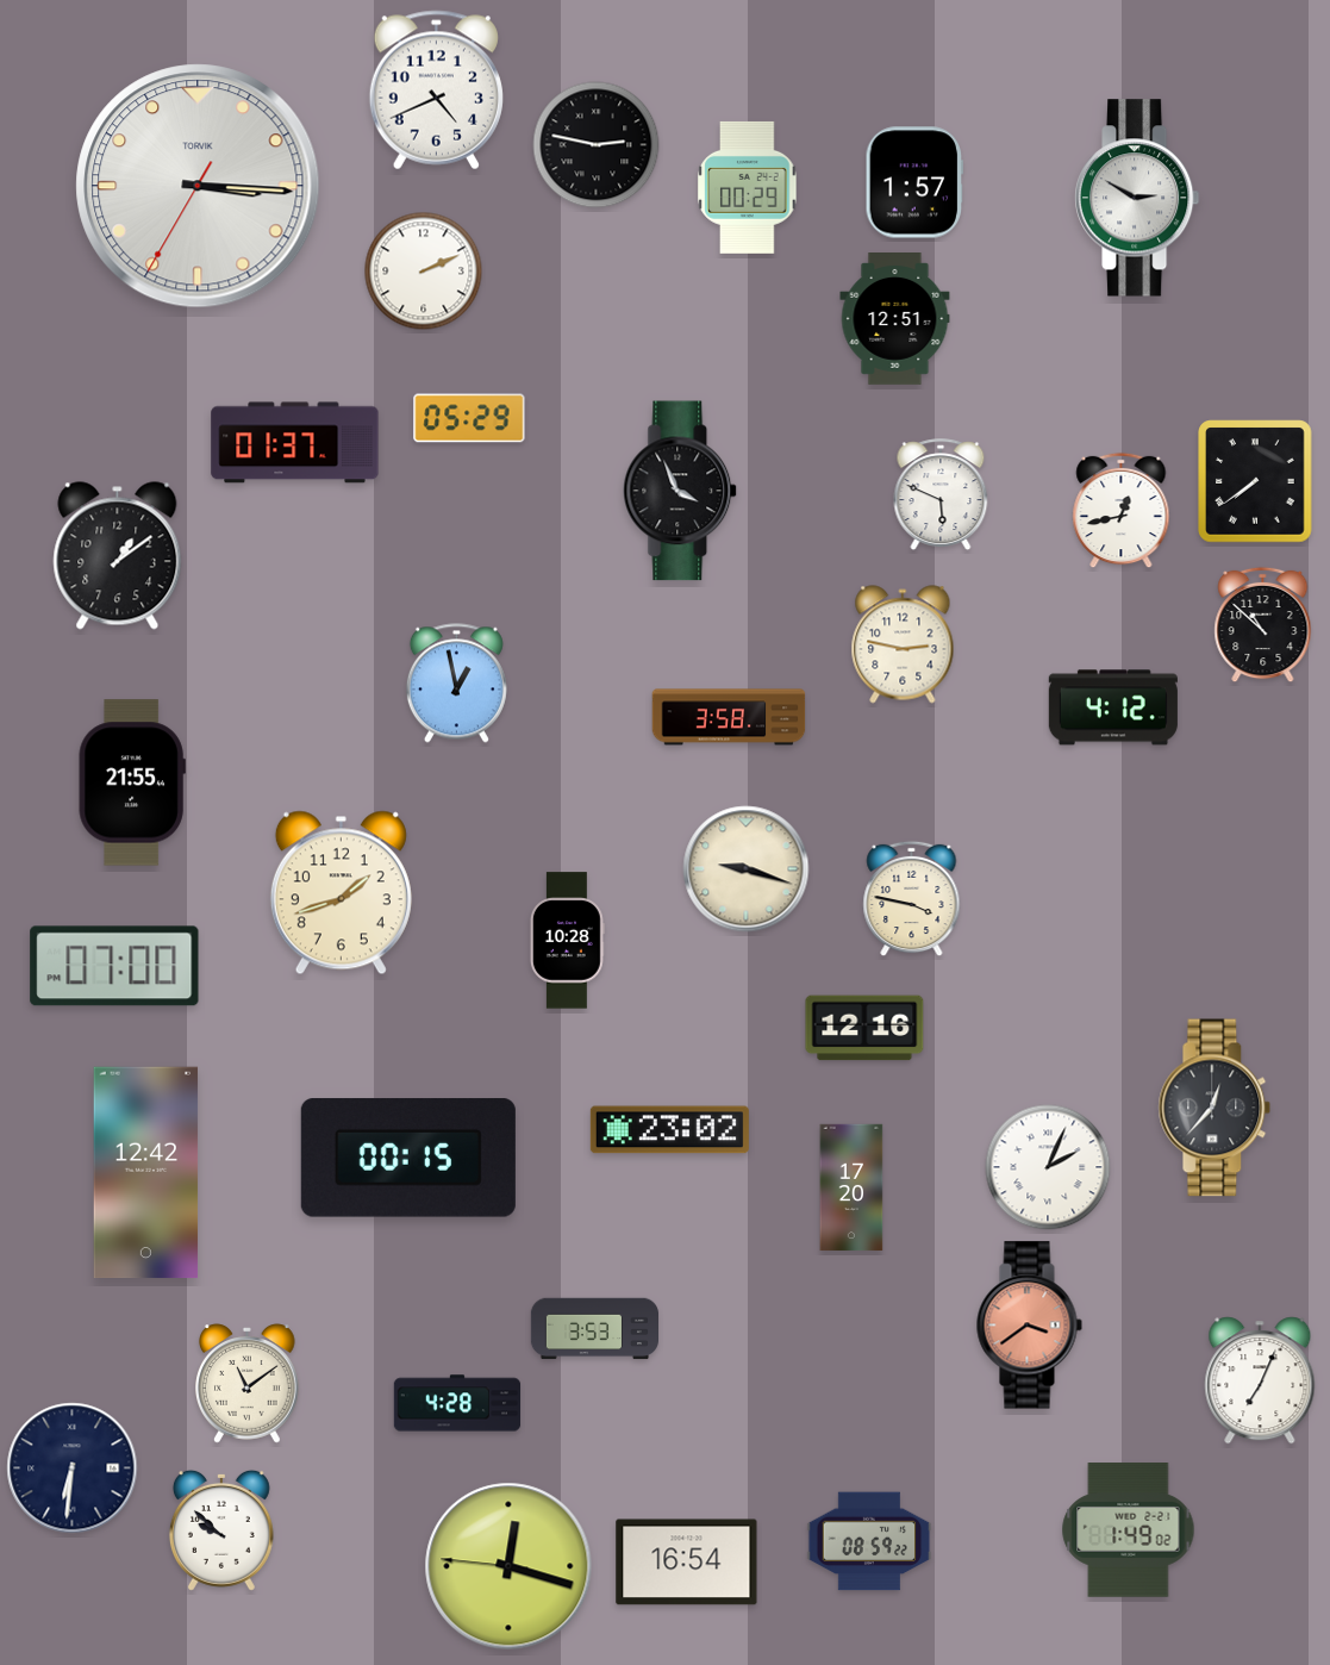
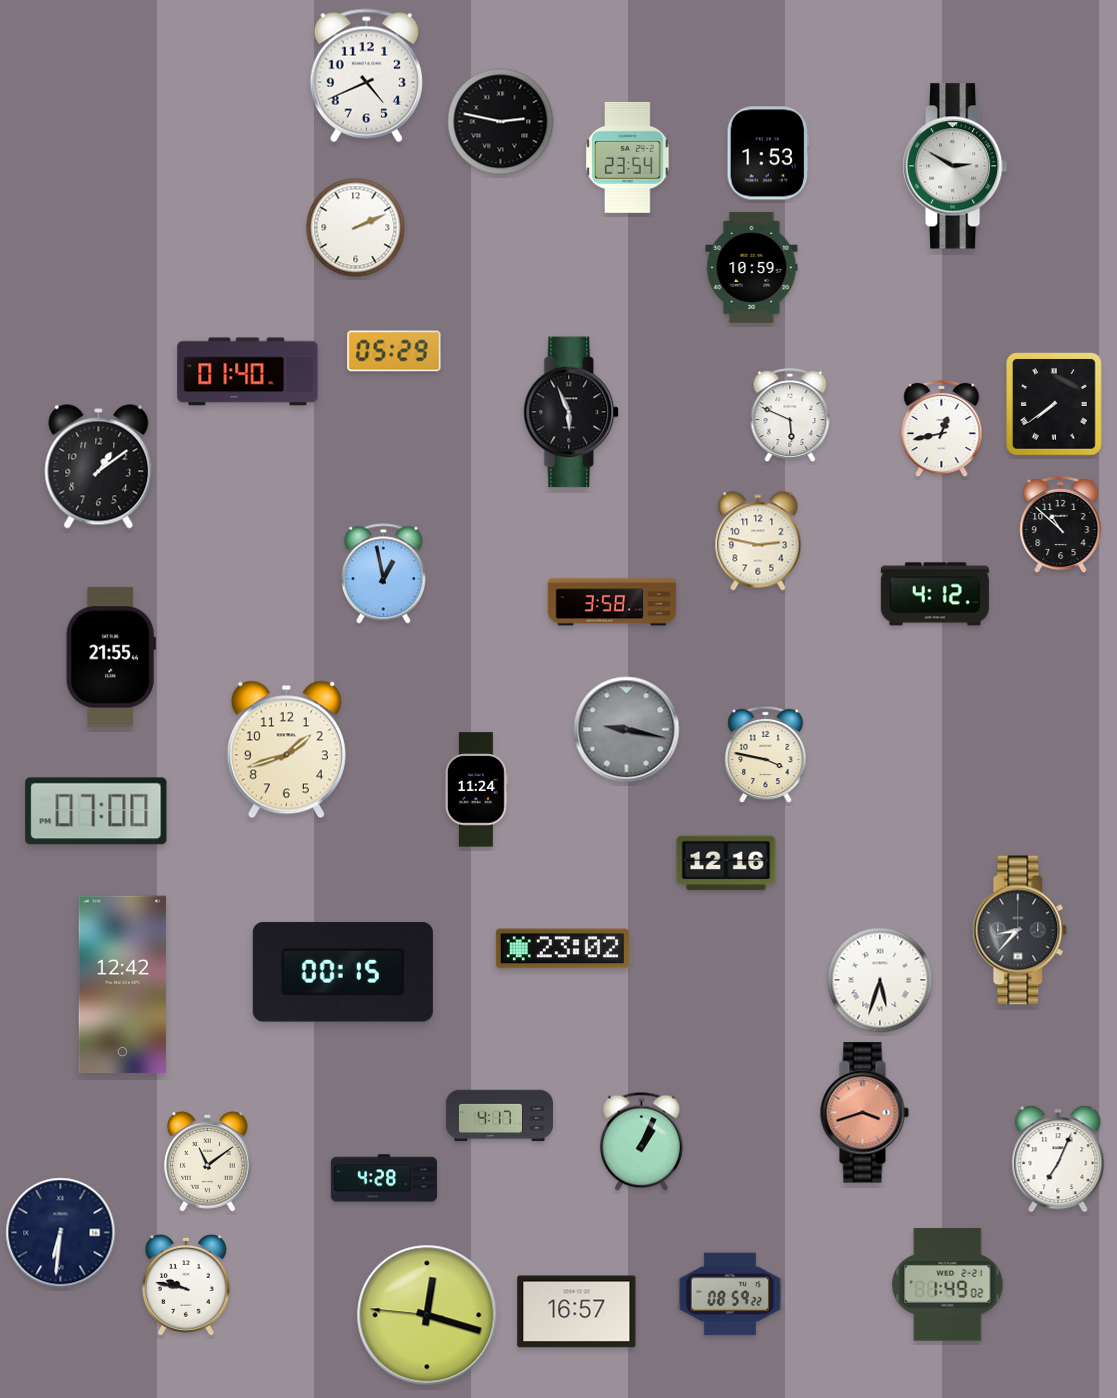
clock at (913, 182): 1:57 -> 1:53
clock at (198, 186): 3:15 -> none
clock at (748, 187): 00:29 -> 23:54
clock at (895, 319): 12:51 -> 10:59
clock at (295, 443): 01:37 -> 01:40
clock at (681, 491): 3:56 -> 5:56
clock at (747, 869): 9:18 -> 9:17
clock at (747, 869) dial: cream -> grey
clock at (567, 941): 10:28 -> 11:24
clock at (1215, 1108): 12:37 -> 8:37
clock at (1048, 1167): 2:04 -> 5:33
clock at (851, 1187): 17:20 -> none
clock at (1029, 1326): 3:39 -> 3:42
clock at (594, 1329): 3:53 -> 4:17
clock at (641, 1142): none -> 1:04
clock at (221, 1530): 9:52 -> 9:47
clock at (687, 1563): 16:54 -> 16:57
